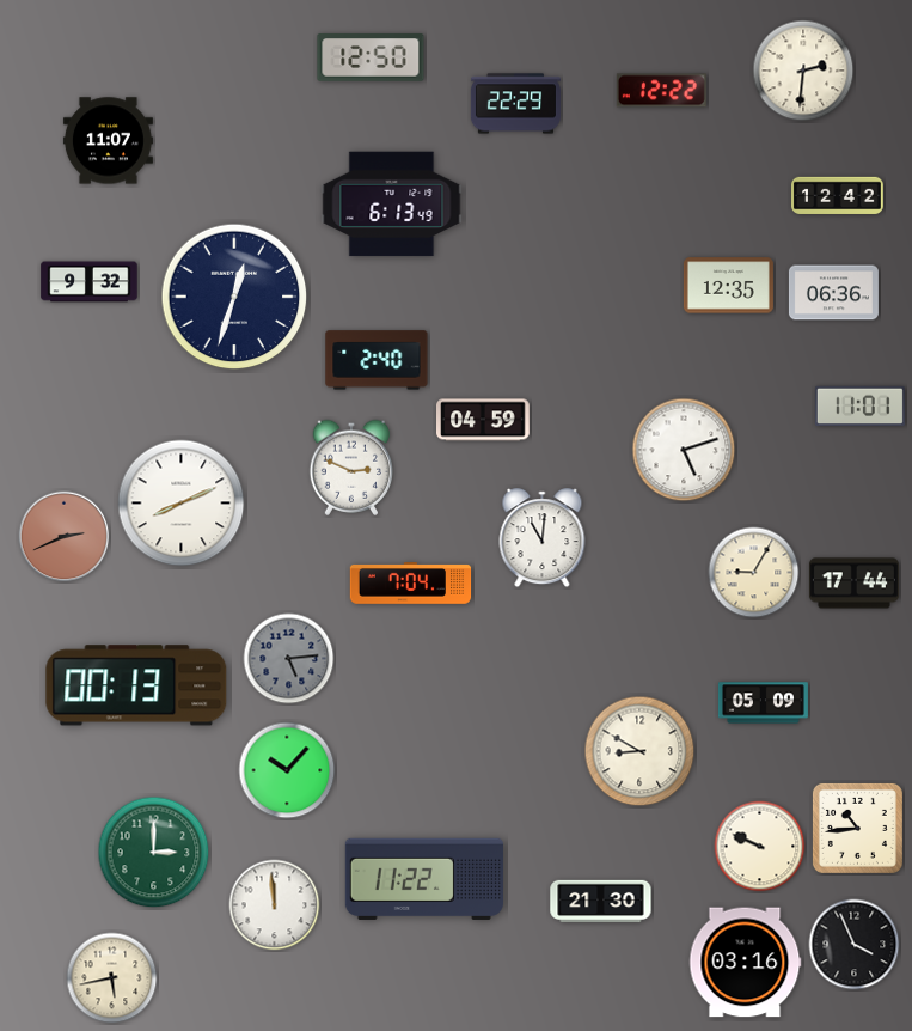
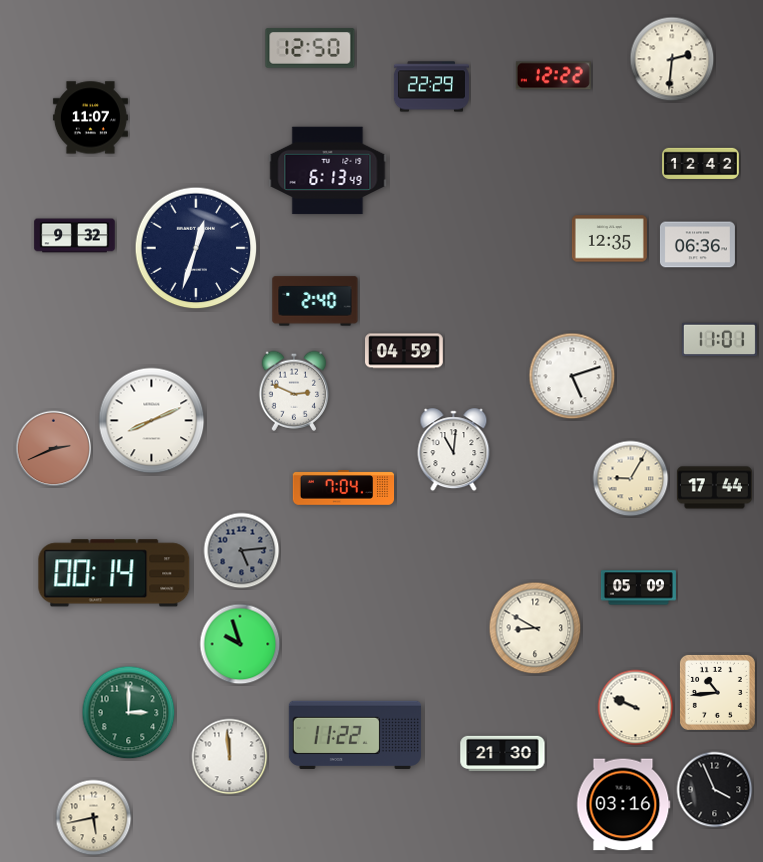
clock at (136, 685): 00:13 -> 00:14
clock at (287, 770): 10:07 -> 9:57
